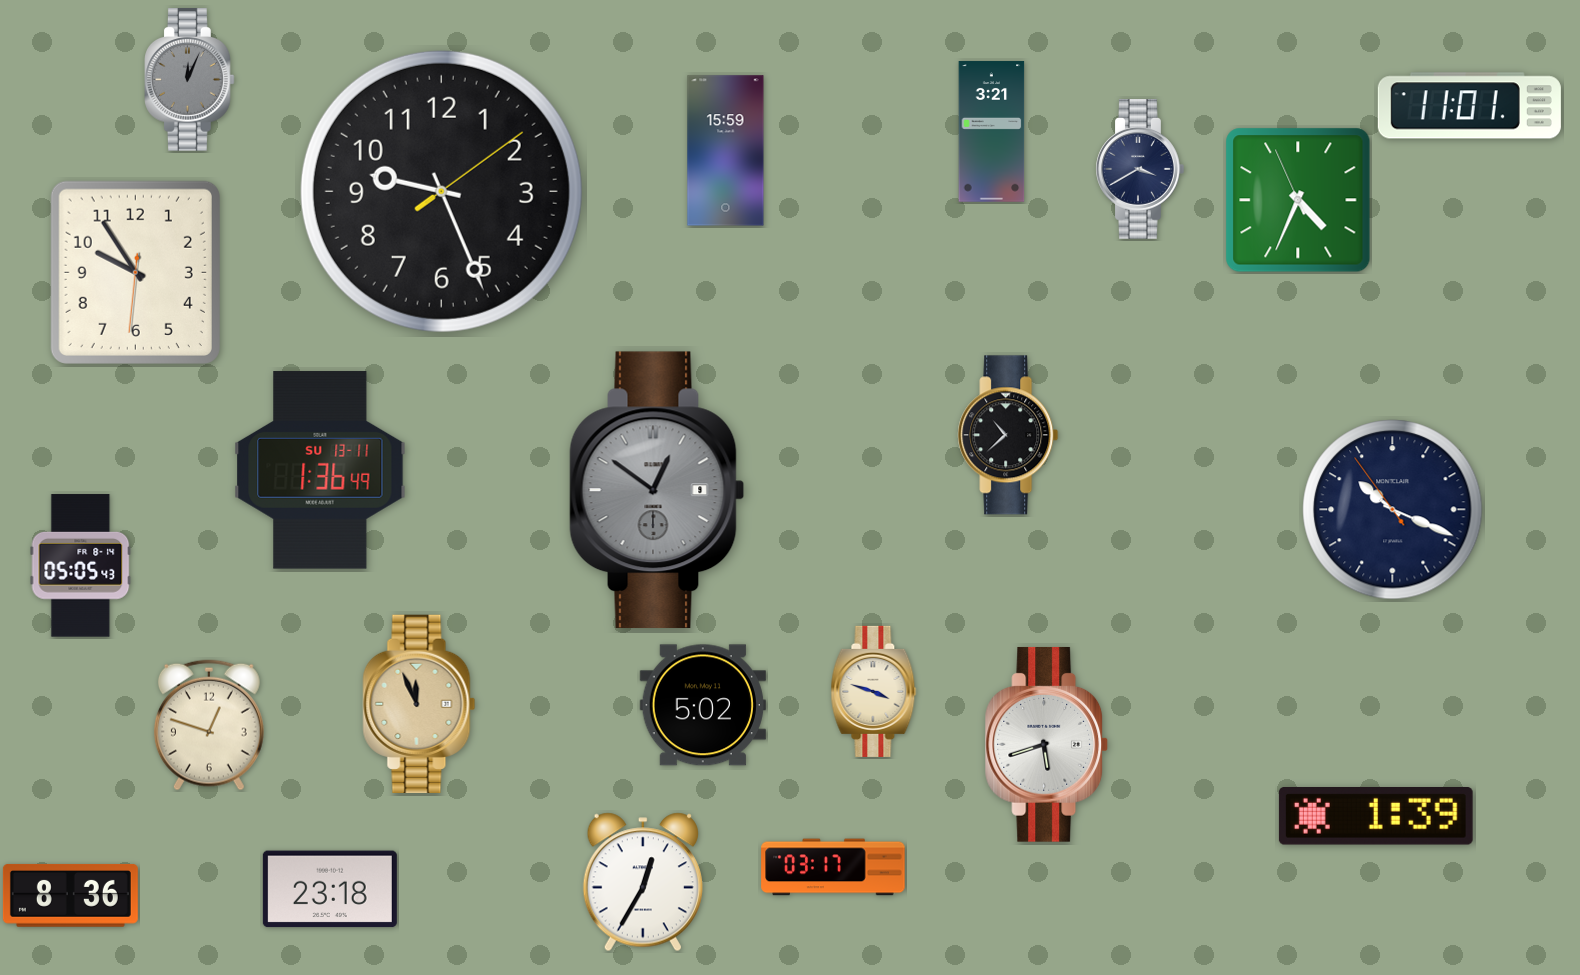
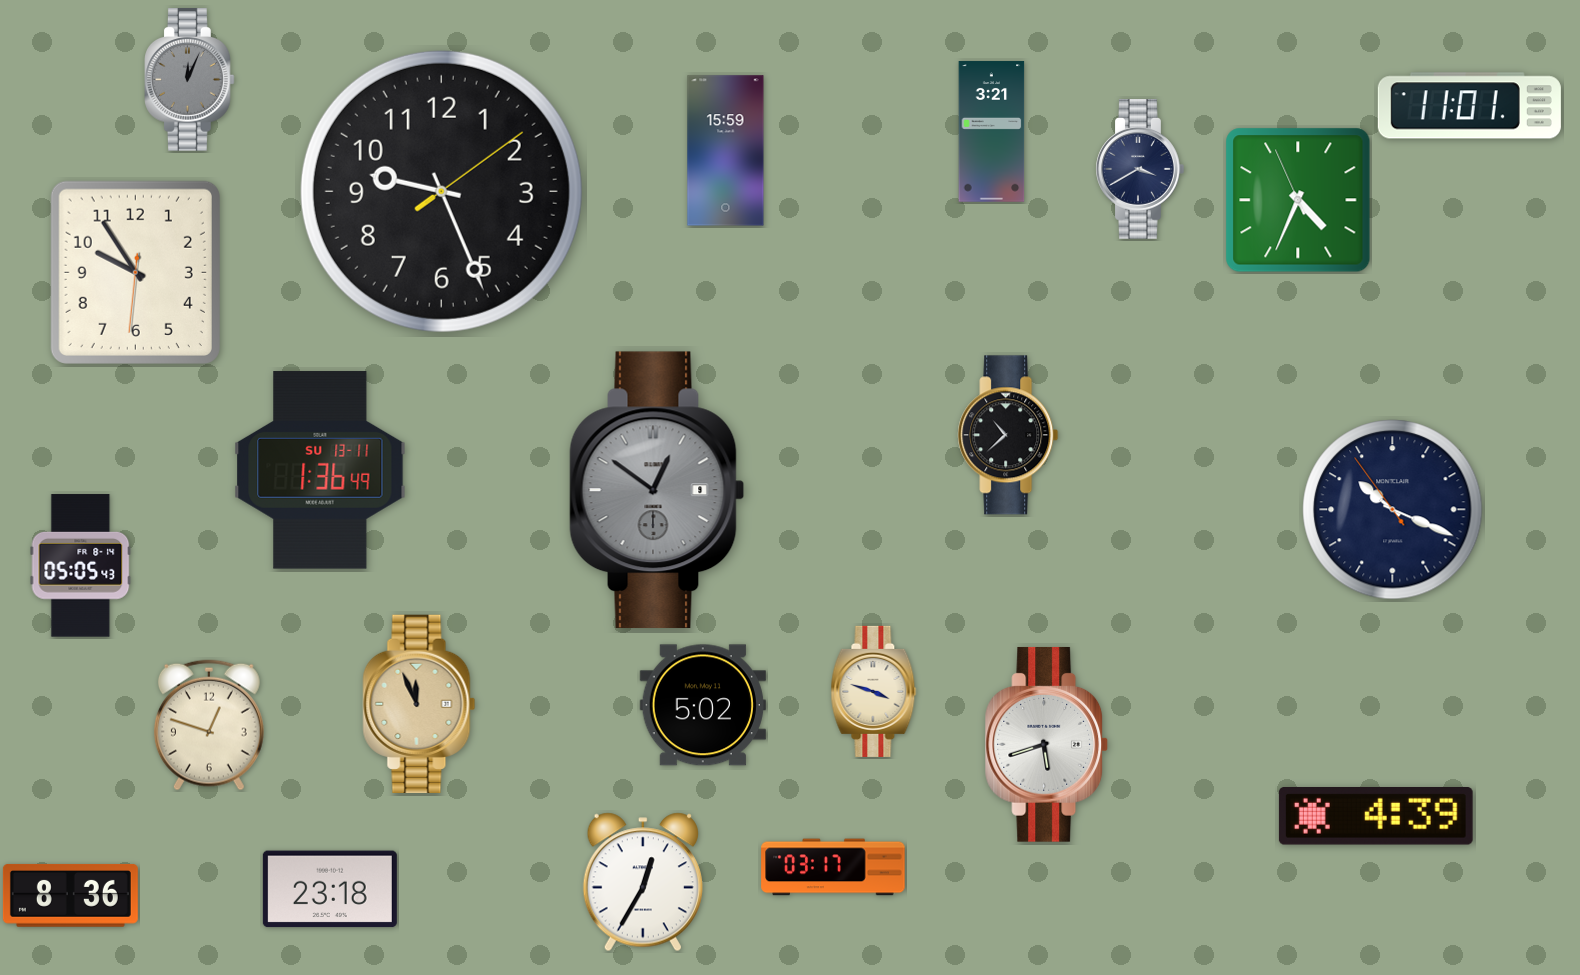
clock at (1376, 817): 1:39 -> 4:39
